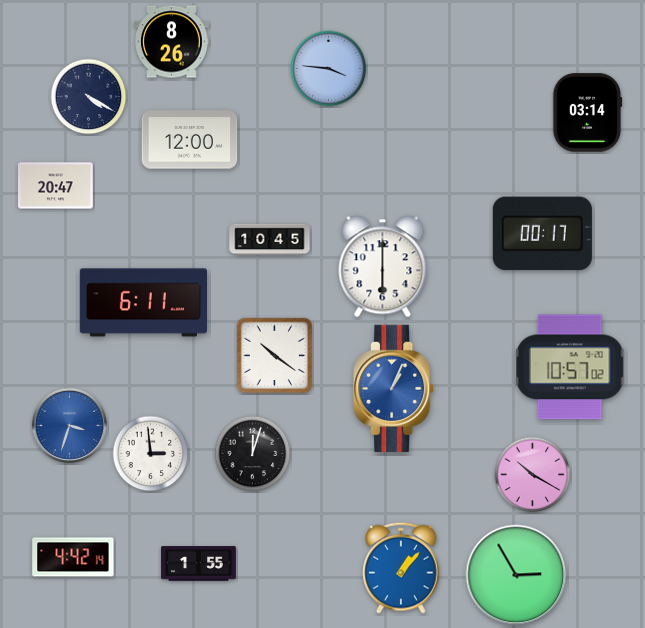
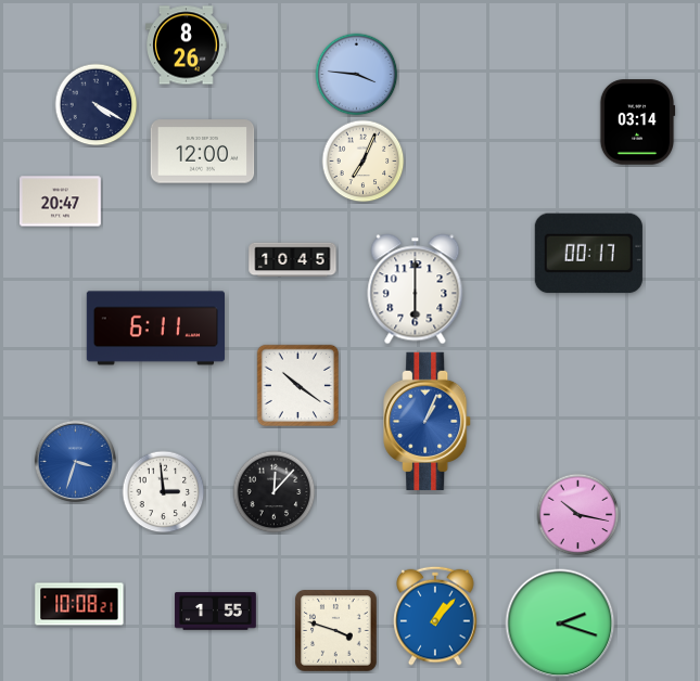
clock at (190, 140) position: (190, 140) -> (203, 152)
clock at (364, 162): none -> 7:04
clock at (570, 367): 10:57 -> none
clock at (253, 454): 12:03 -> 12:07
clock at (533, 475): 10:20 -> 10:17
clock at (73, 557): 4:42 -> 10:08
clock at (516, 575): 2:55 -> 2:18
clock at (336, 631): none -> 3:48
